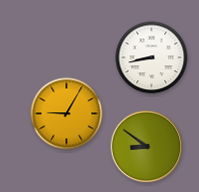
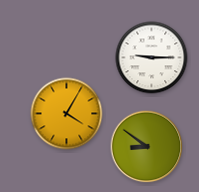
clock at (152, 58): 8:43 -> 9:15
clock at (67, 114): 9:05 -> 4:05
